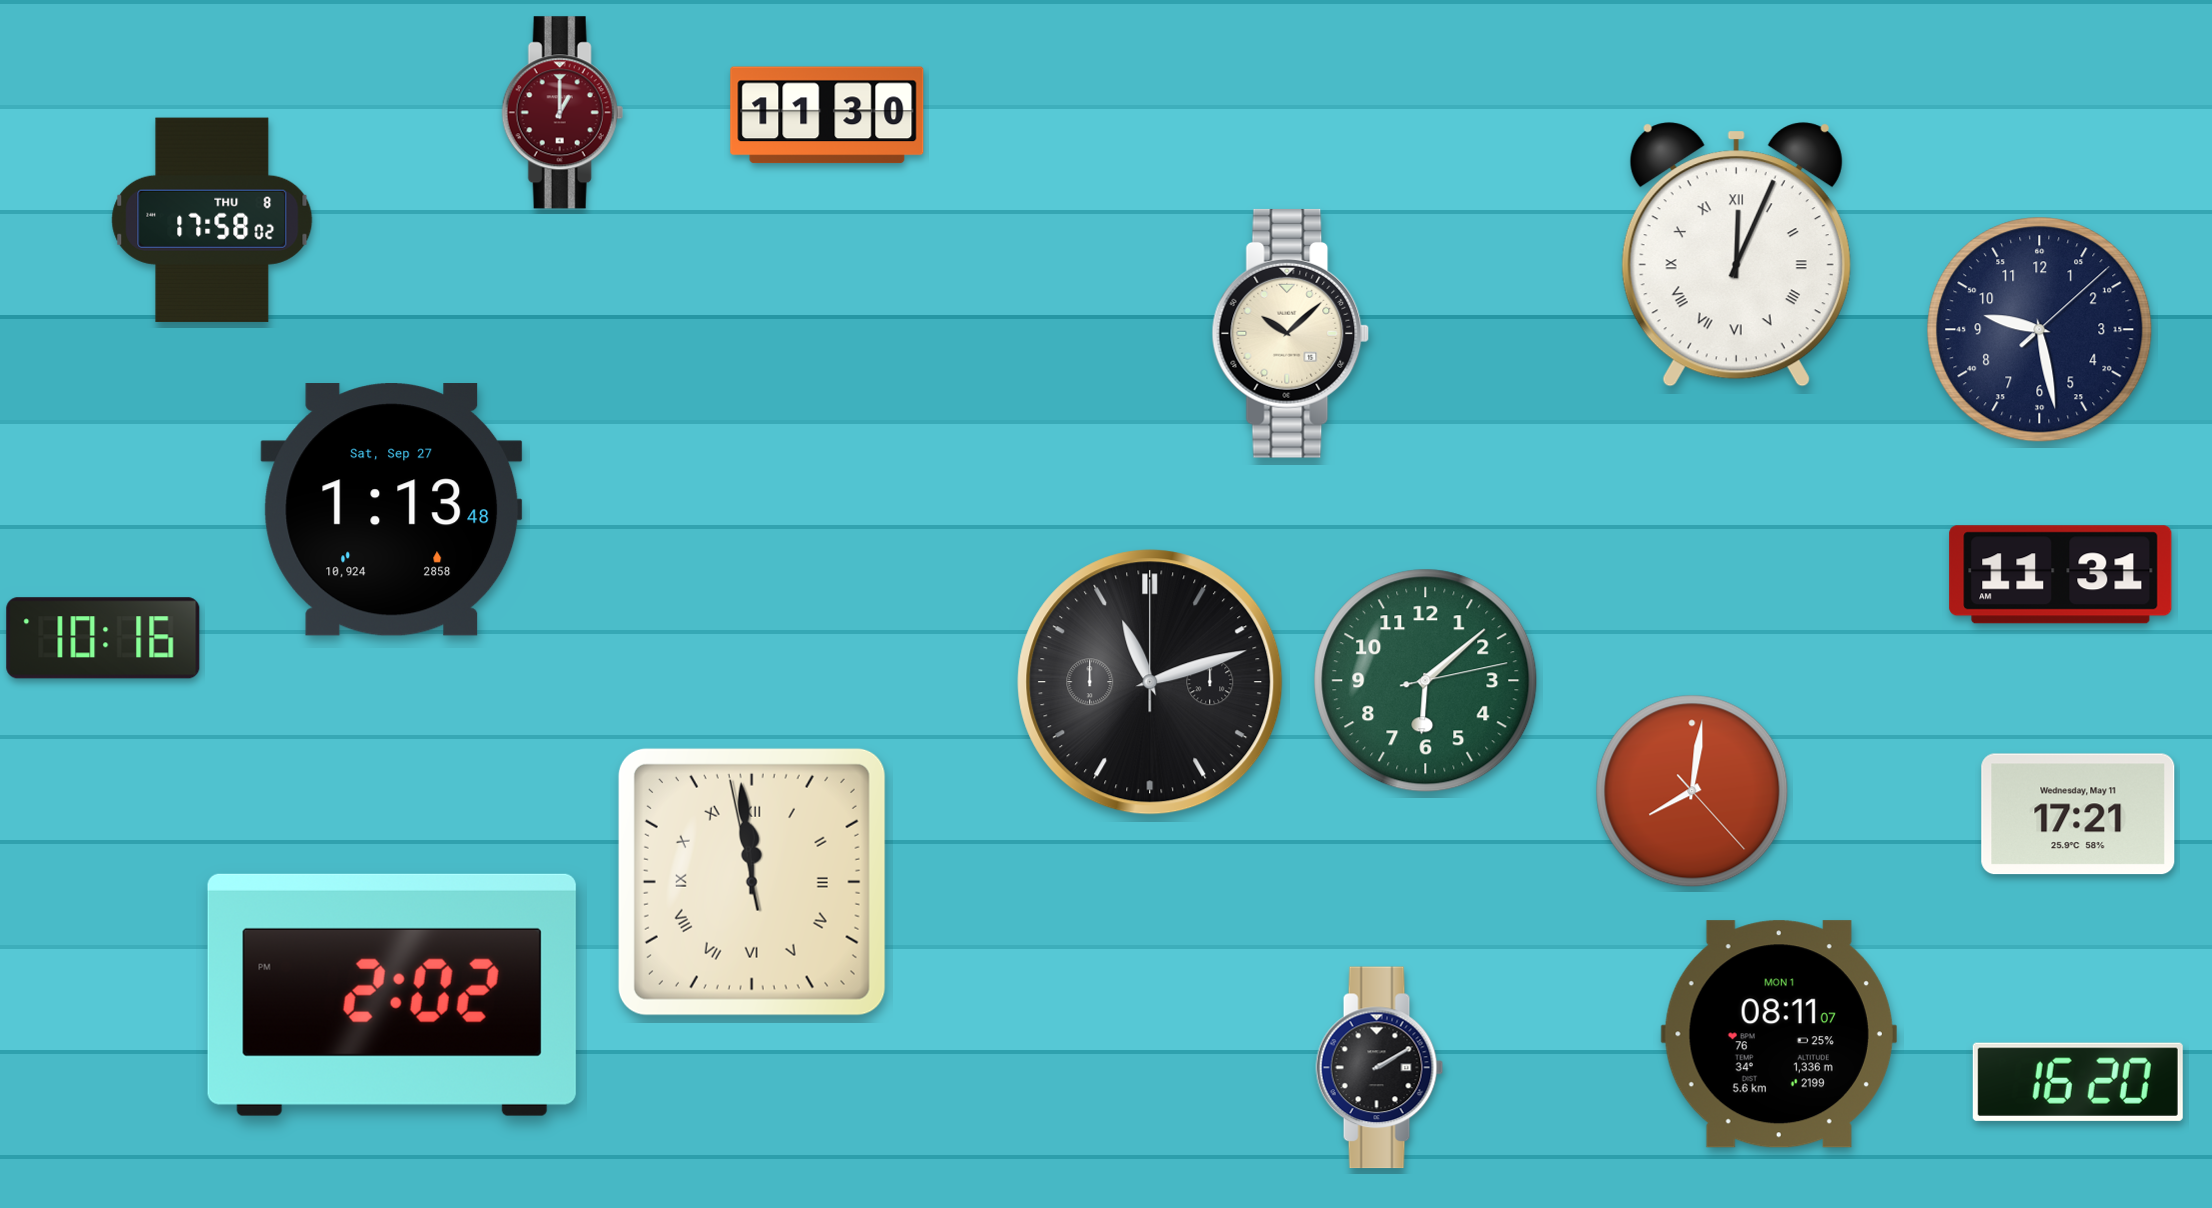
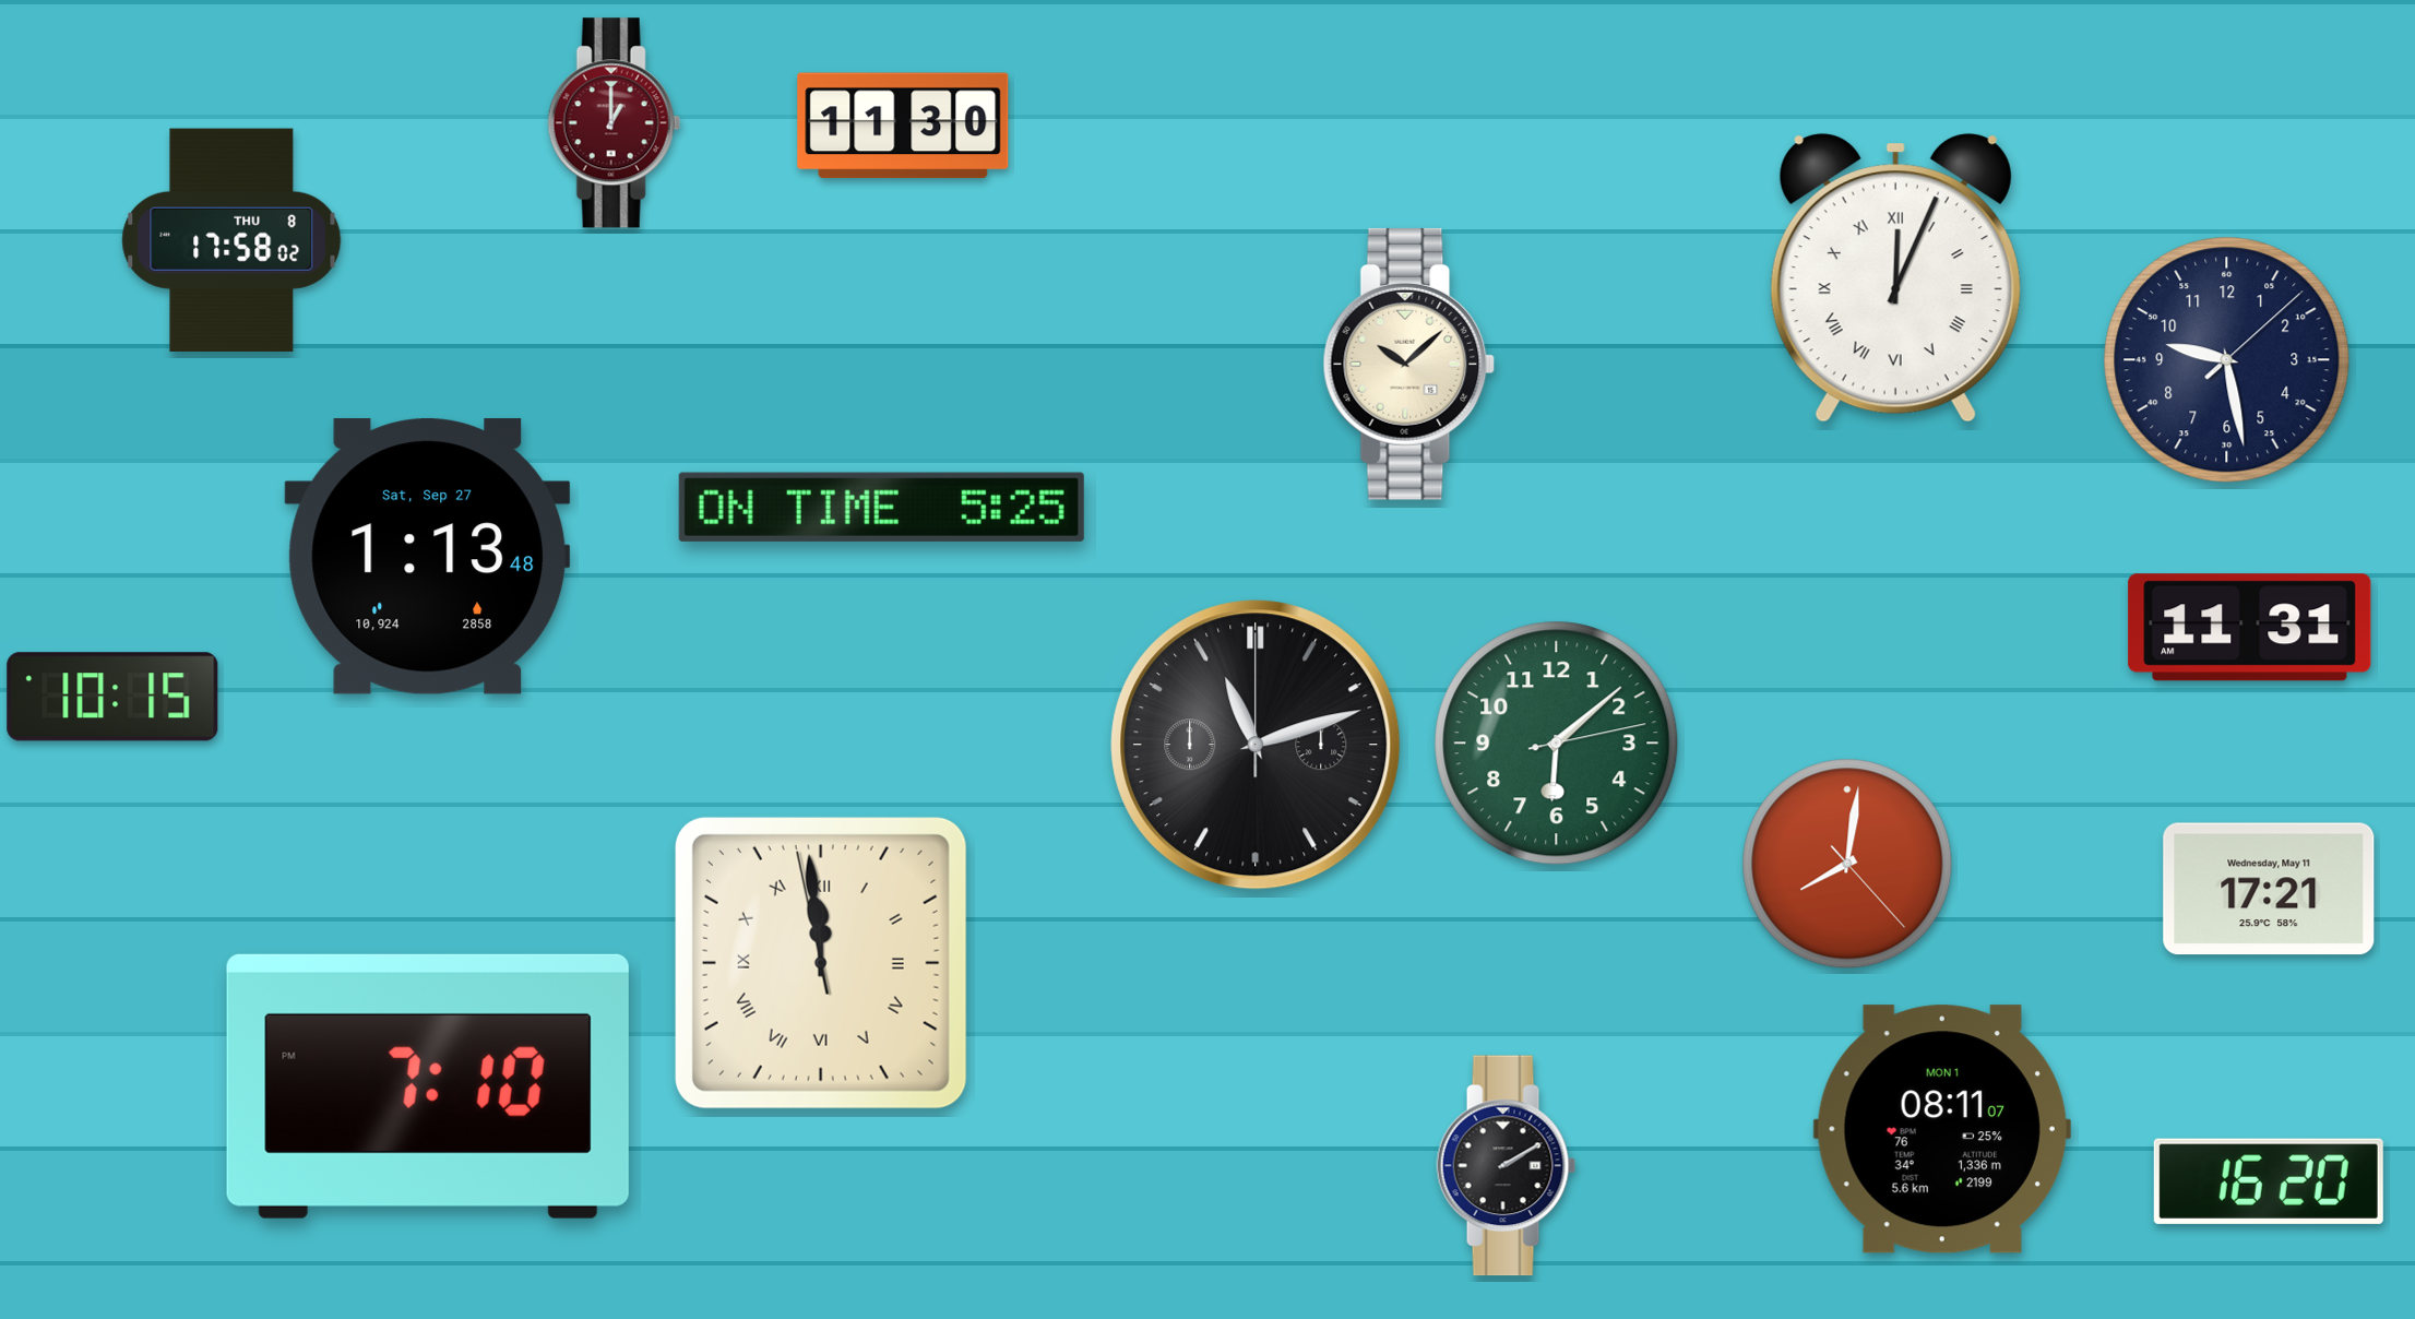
clock at (881, 507): none -> 5:25
clock at (103, 638): 10:16 -> 10:15
clock at (392, 995): 2:02 -> 7:10
